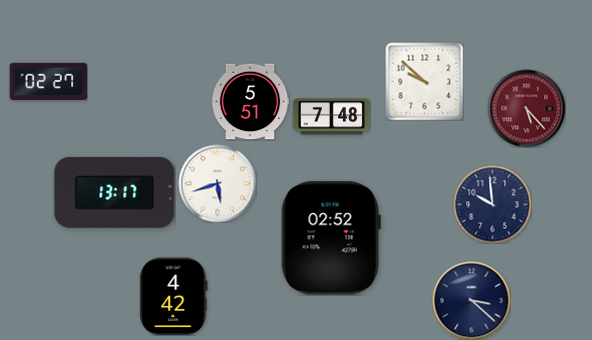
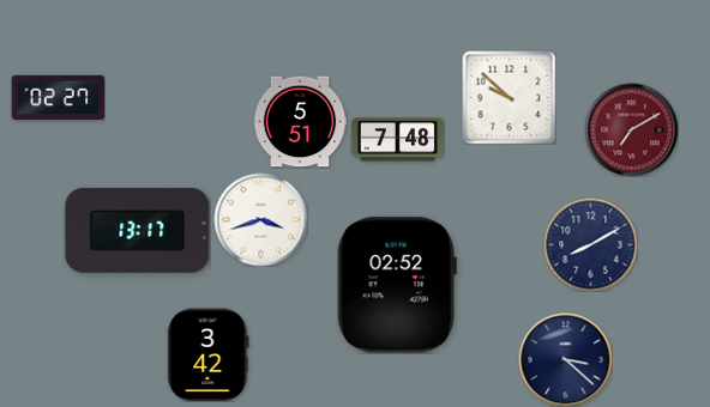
clock at (526, 108): 5:23 -> 7:10
clock at (217, 183): 5:42 -> 3:42
clock at (492, 204): 9:59 -> 8:10
clock at (174, 296): 4:42 -> 3:42
